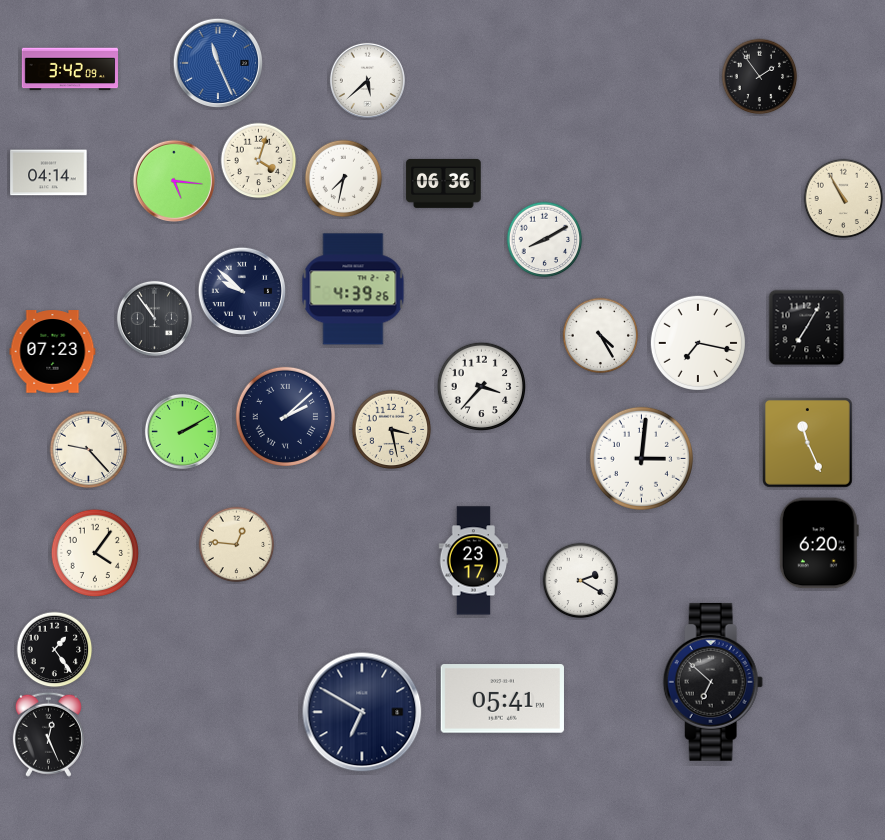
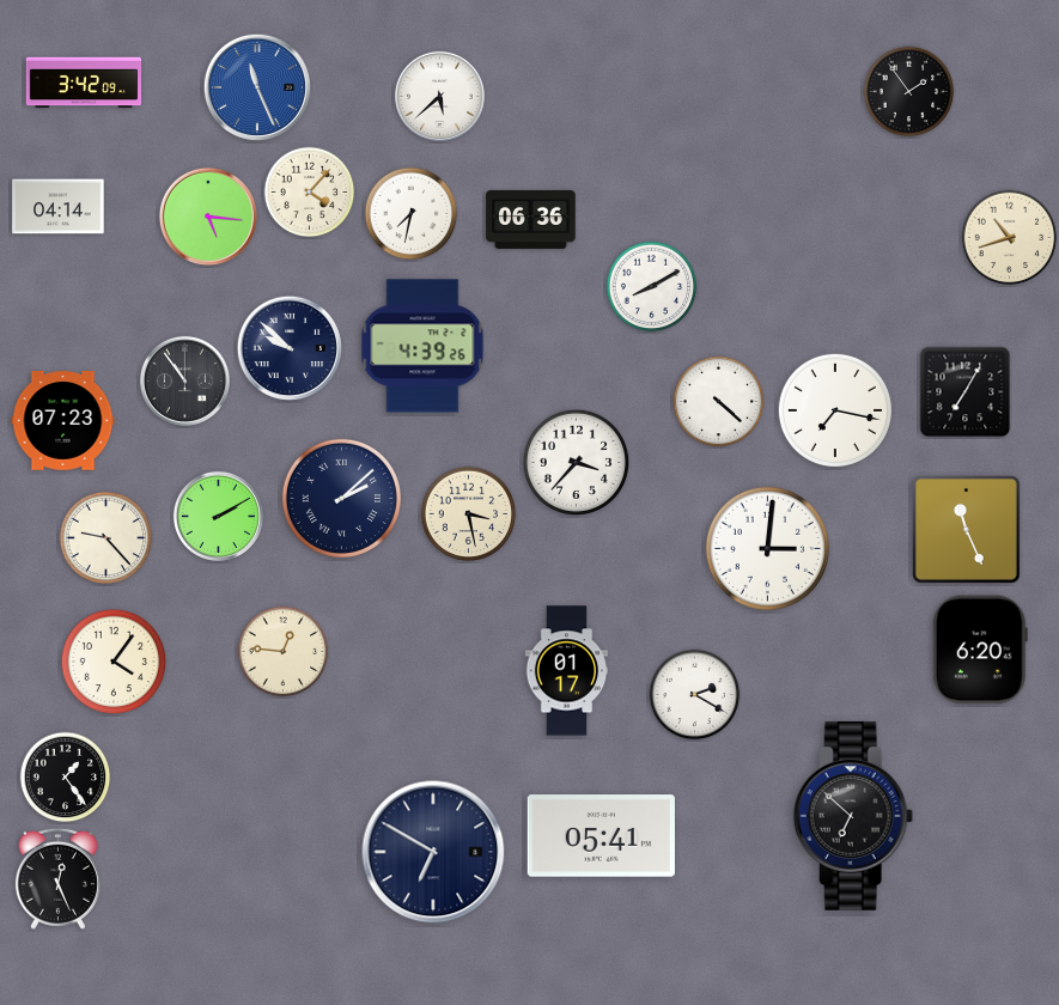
clock at (217, 62) position: (217, 62) -> (256, 86)
clock at (259, 161): 4:03 -> 4:07
clock at (844, 199): 10:55 -> 10:42
clock at (601, 336): 4:25 -> 4:22
clock at (474, 561): 23:17 -> 01:17
